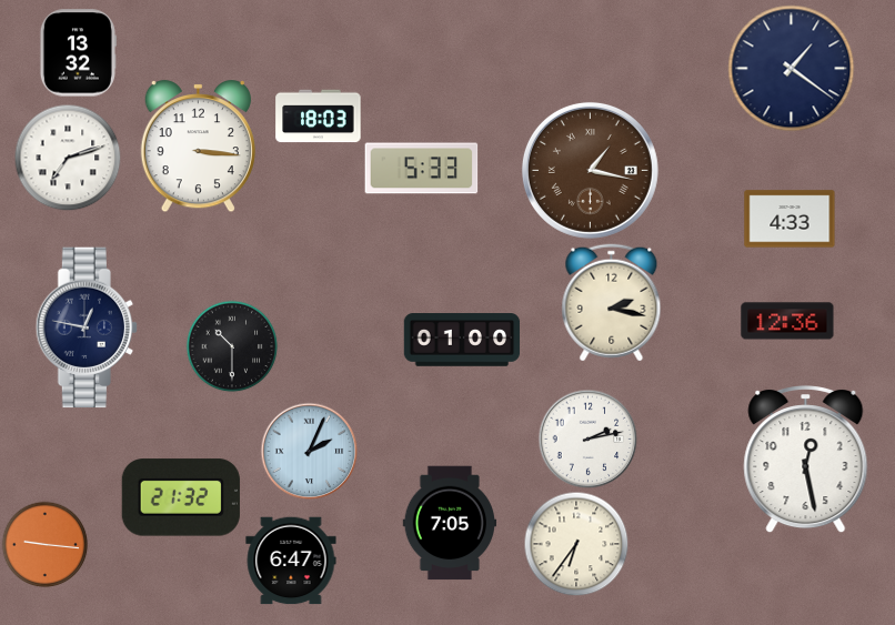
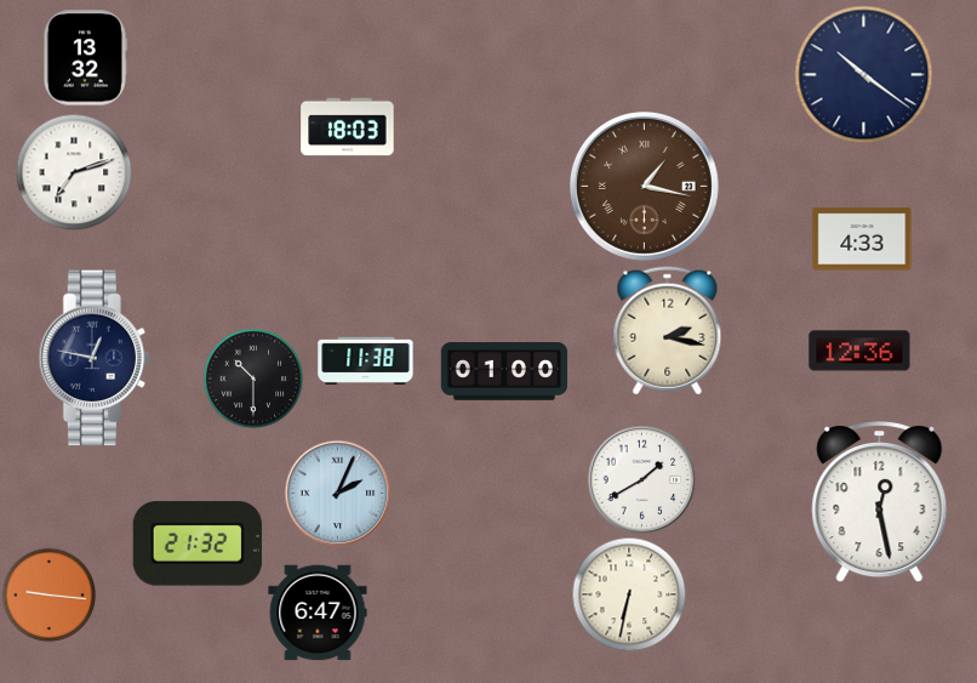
clock at (792, 69): 1:21 -> 10:21
clock at (198, 147): 3:16 -> none
clock at (422, 169): 5:33 -> none
clock at (366, 360): none -> 11:38
clock at (587, 438): 2:13 -> 1:40
clock at (450, 523): 7:05 -> none
clock at (576, 544): 6:36 -> 6:32
